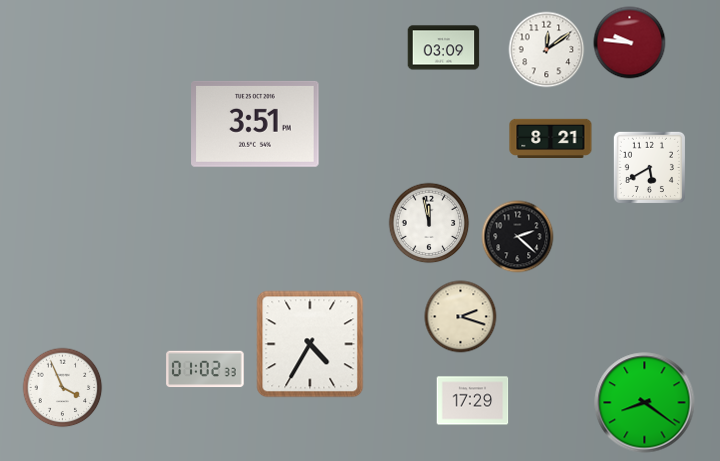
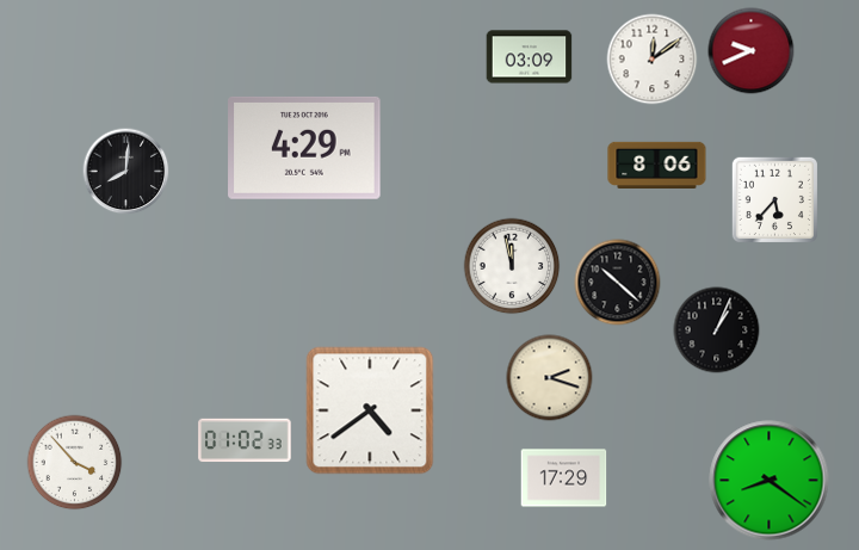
clock at (630, 43): 9:46 -> 9:41
clock at (255, 124): 3:51 -> 4:29
clock at (551, 138): 8:21 -> 8:06
clock at (126, 172): none -> 8:01
clock at (649, 167): 5:40 -> 5:37
clock at (518, 237): 2:22 -> 10:22
clock at (717, 330): none -> 1:04
clock at (310, 344): 4:35 -> 4:39
clock at (63, 388): 3:56 -> 3:53
